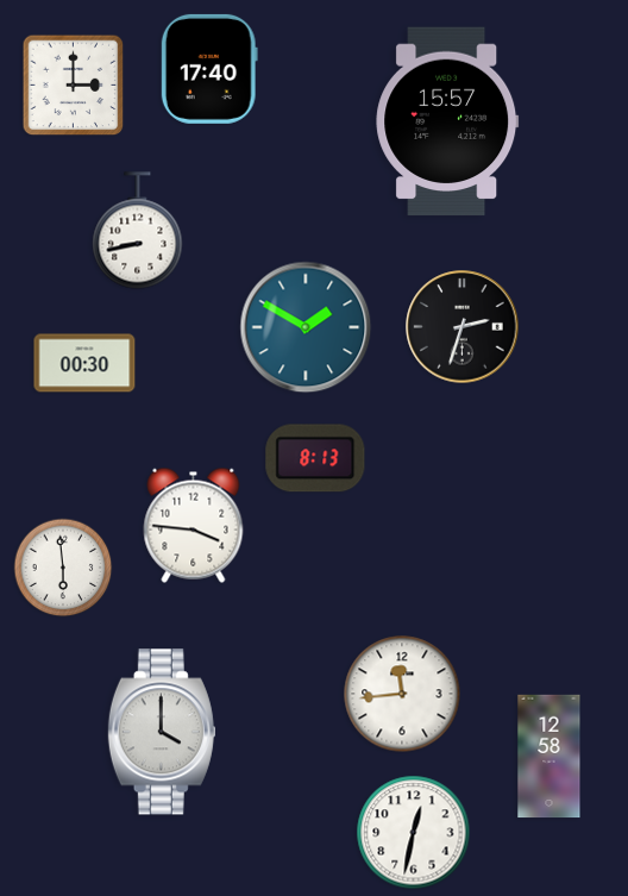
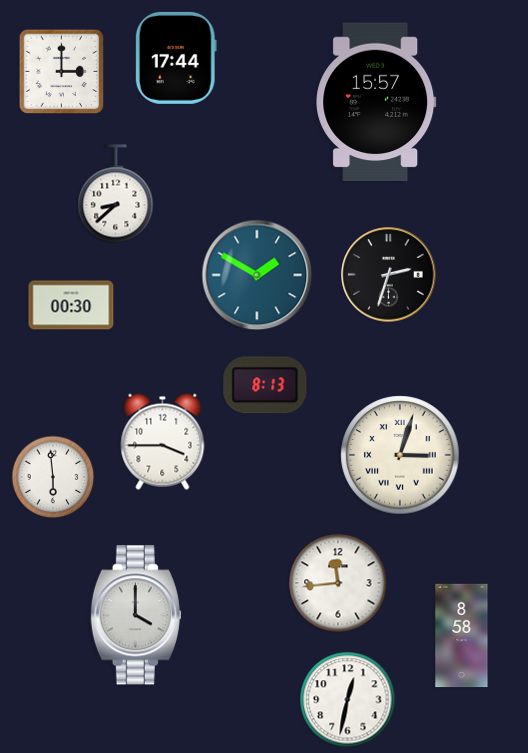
clock at (209, 69): 17:40 -> 17:44
clock at (138, 231): 8:43 -> 8:38
clock at (194, 525): 3:46 -> 3:45
clock at (400, 455): none -> 3:03
clock at (549, 757): 12:58 -> 8:58
